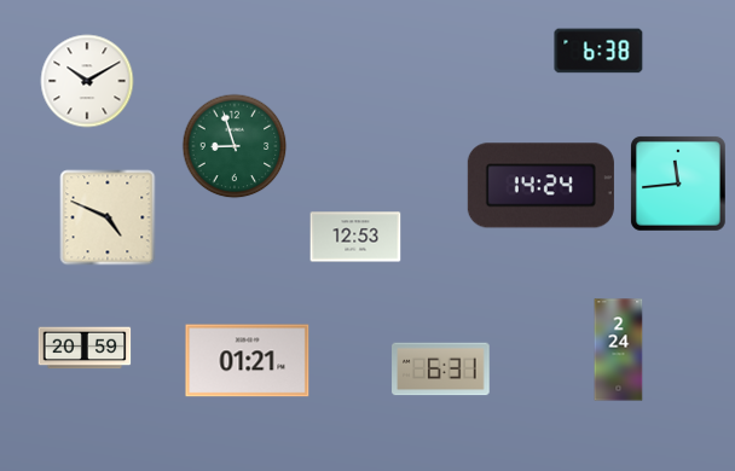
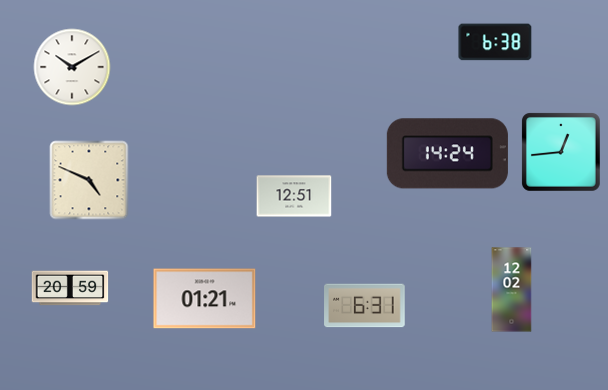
clock at (235, 146): 8:57 -> none
clock at (678, 184): 11:44 -> 12:44
clock at (355, 237): 12:53 -> 12:51
clock at (619, 350): 2:24 -> 12:02
